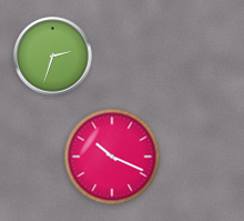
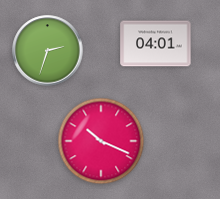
clock at (156, 44): none -> 04:01
